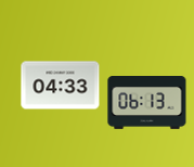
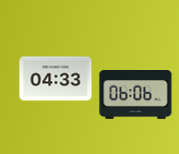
clock at (147, 103): 06:13 -> 06:06
